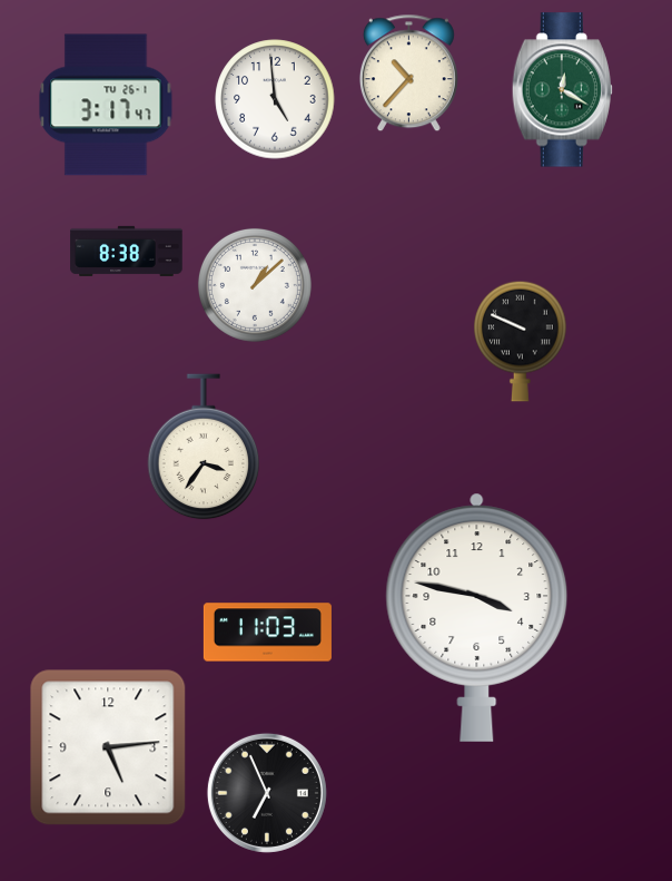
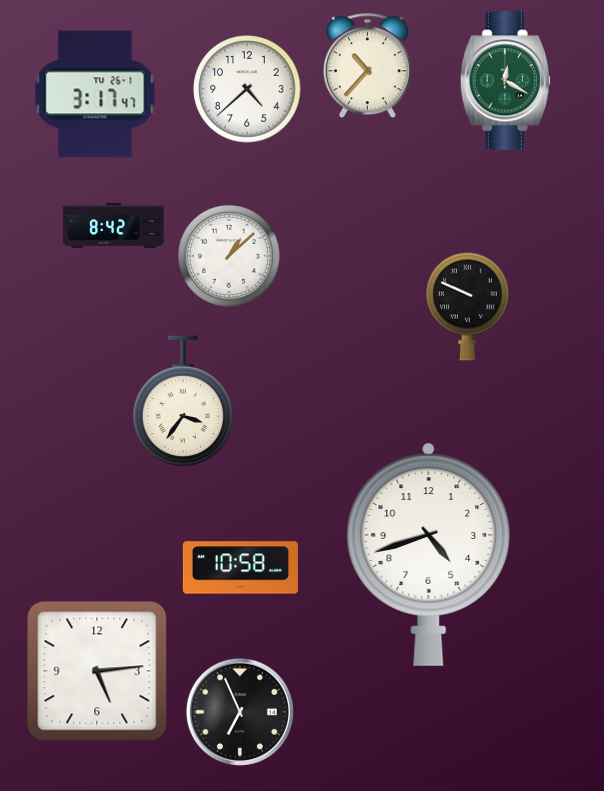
clock at (275, 99): 4:59 -> 4:38
clock at (127, 251): 8:38 -> 8:42
clock at (477, 617): 3:47 -> 4:42
clock at (267, 633): 11:03 -> 10:58
